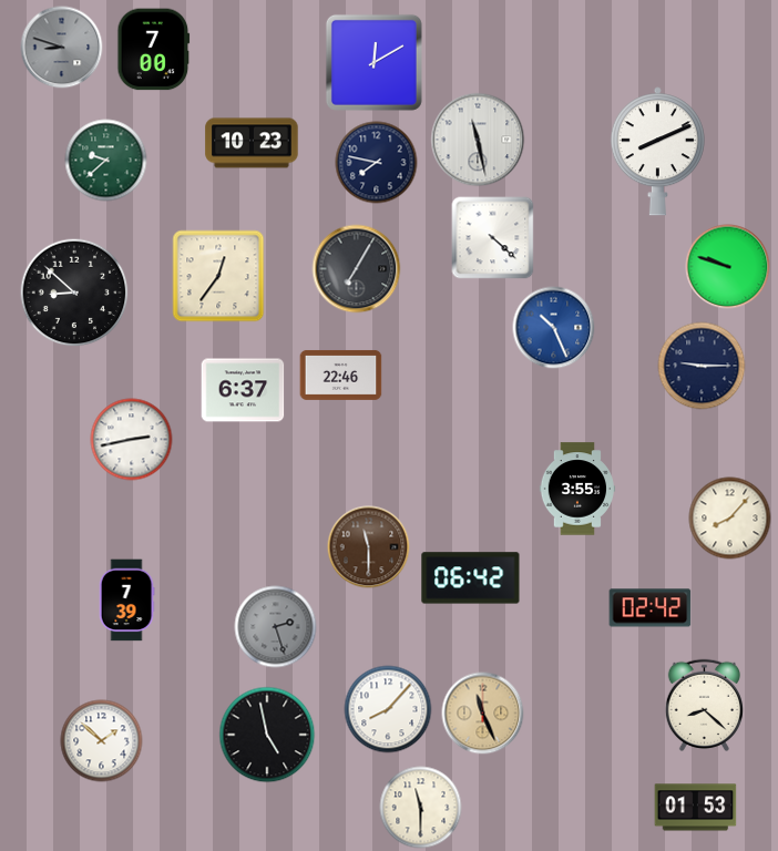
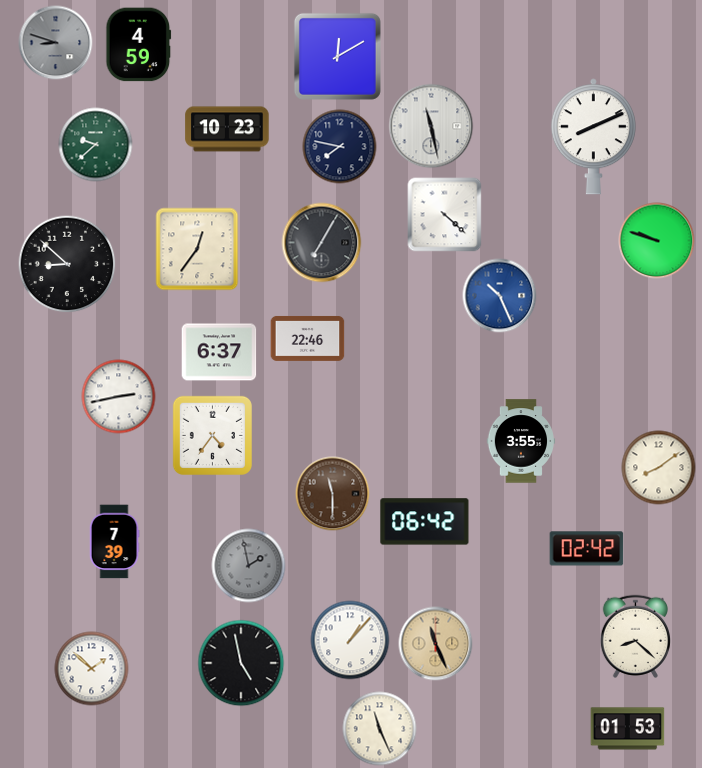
clock at (154, 50): 7:00 -> 4:59
clock at (702, 366): 9:15 -> none
clock at (212, 435): none -> 4:36
clock at (730, 519): 8:07 -> 8:09
clock at (276, 627): 2:27 -> 1:58
clock at (388, 709): 8:07 -> 1:07
clock at (421, 808): 11:30 -> 11:26
